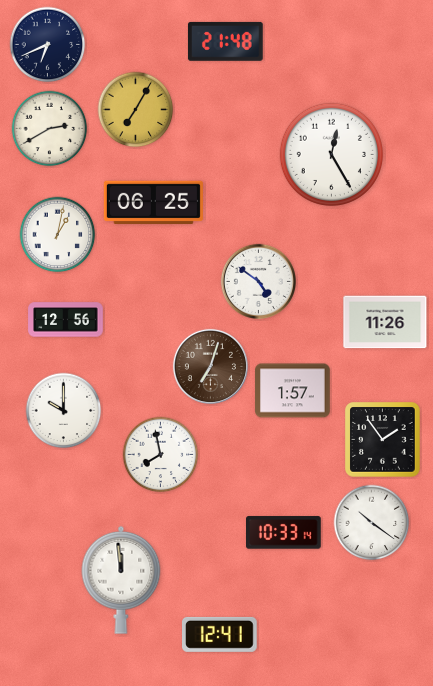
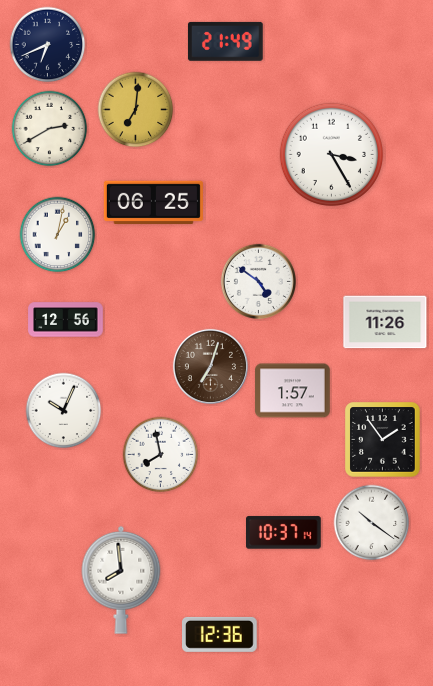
clock at (225, 41): 21:48 -> 21:49
clock at (136, 110): 7:05 -> 7:01
clock at (331, 154): 12:25 -> 3:25
clock at (64, 411): 10:00 -> 10:04
clock at (284, 533): 10:33 -> 10:37
clock at (121, 580): 11:59 -> 7:59
clock at (220, 634): 12:41 -> 12:36
